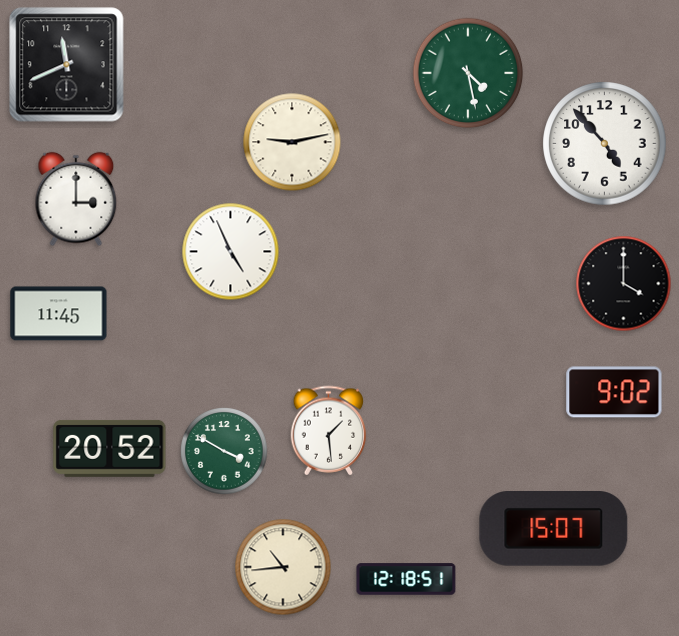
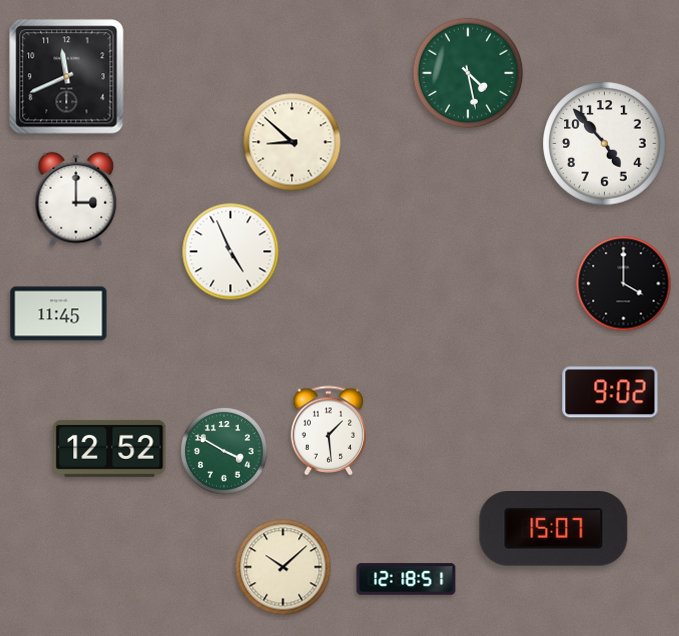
clock at (67, 65) position: (67, 65) -> (67, 77)
clock at (292, 142): 9:13 -> 8:52
clock at (614, 392) position: (614, 392) -> (610, 392)
clock at (110, 448): 20:52 -> 12:52
clock at (283, 567): 10:44 -> 10:08
